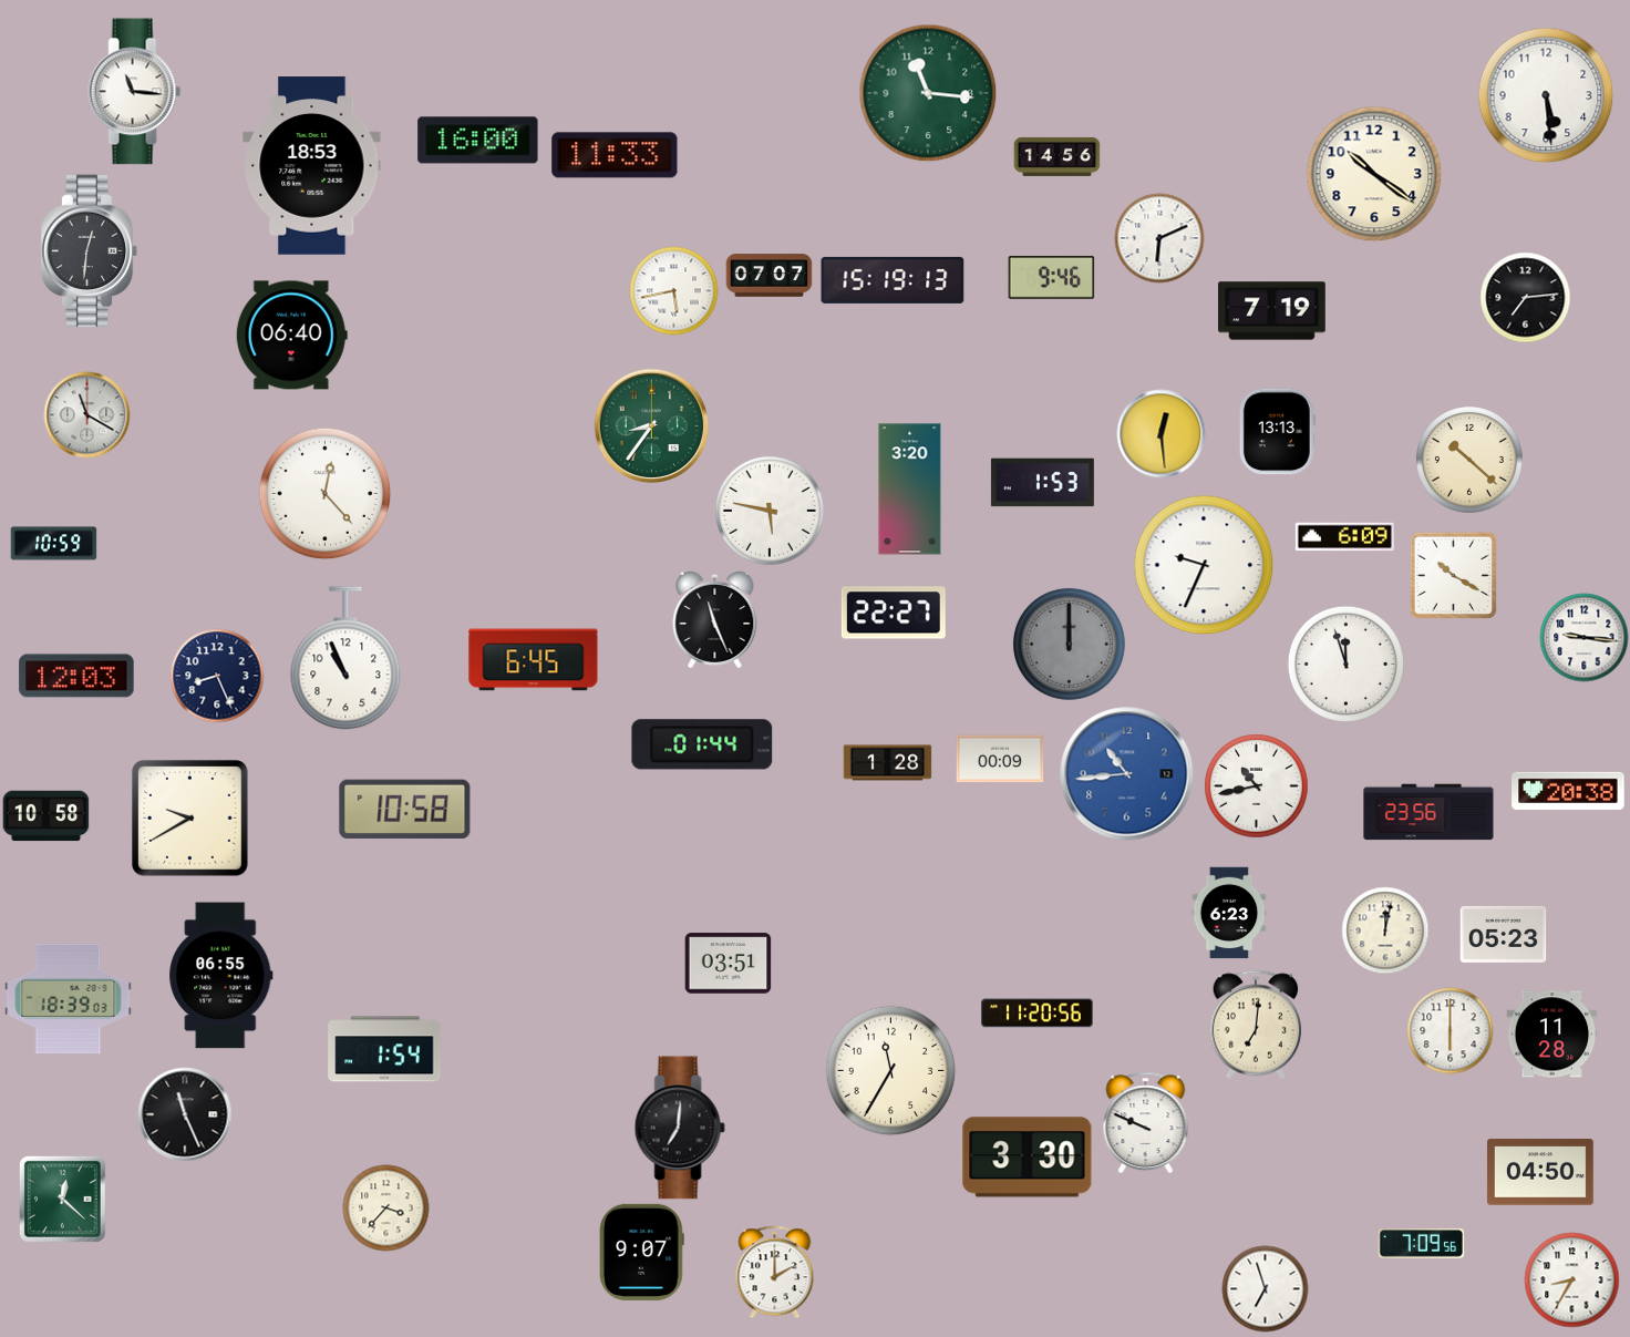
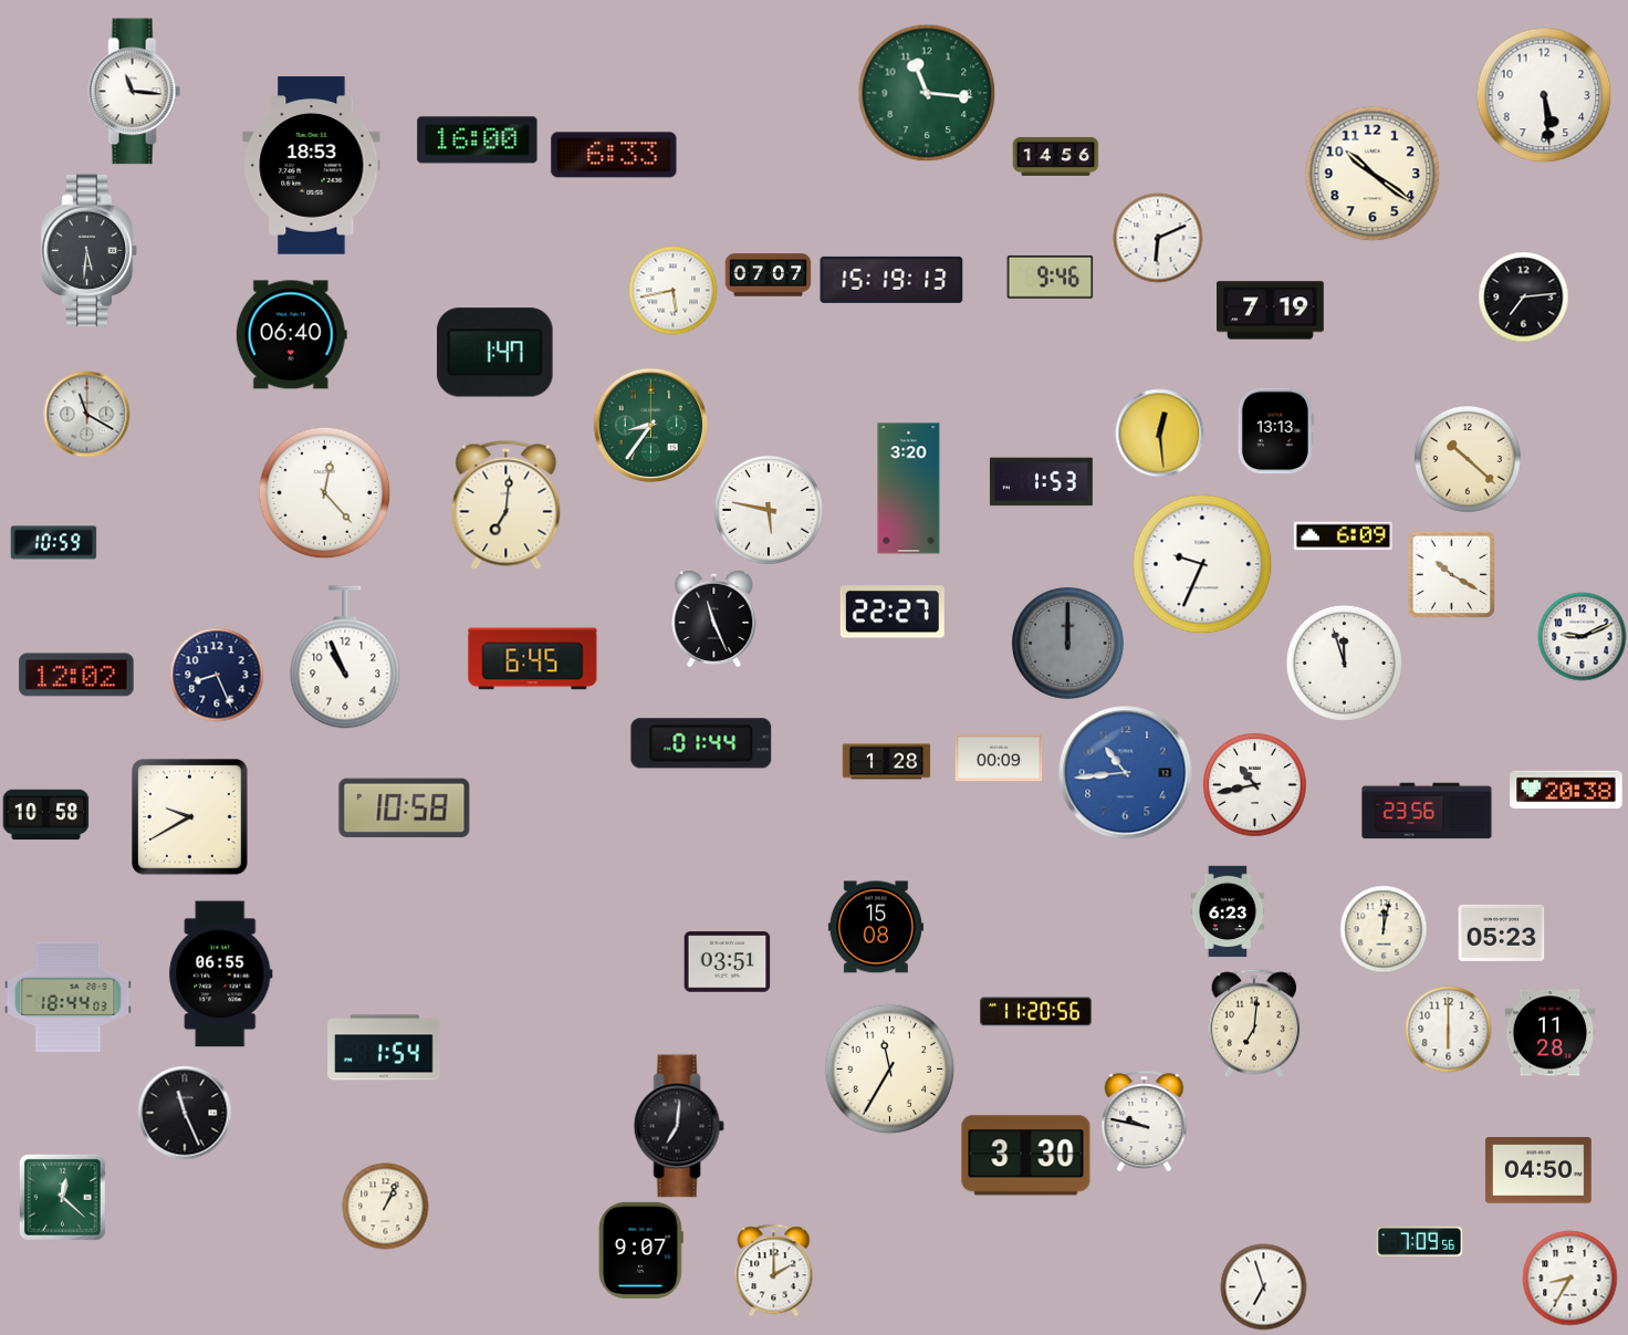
clock at (615, 155): 11:33 -> 6:33
clock at (90, 251): 12:31 -> 5:31
clock at (495, 353): none -> 1:47
clock at (507, 504): none -> 7:01
clock at (1583, 637): 9:16 -> 9:11
clock at (76, 676): 12:03 -> 12:02
clock at (876, 927): none -> 15:08
clock at (69, 999): 18:39 -> 18:44
clock at (1146, 1122): 9:49 -> 9:47
clock at (385, 1207): 3:37 -> 1:04
